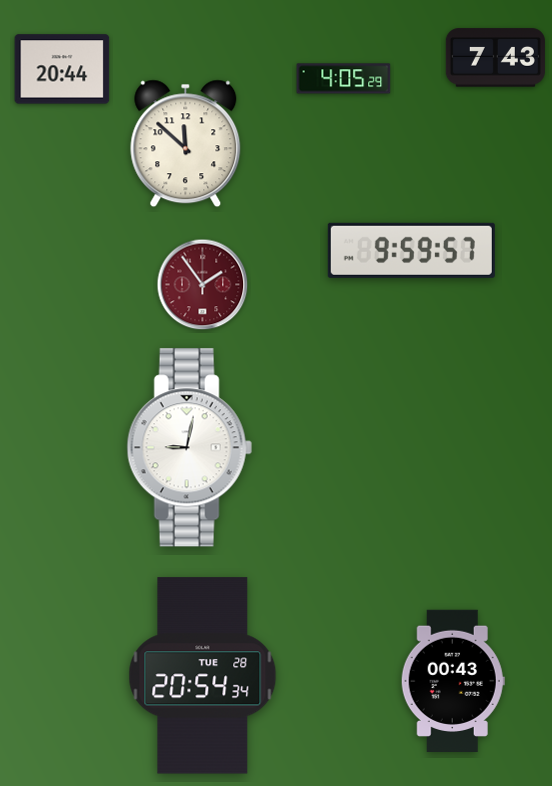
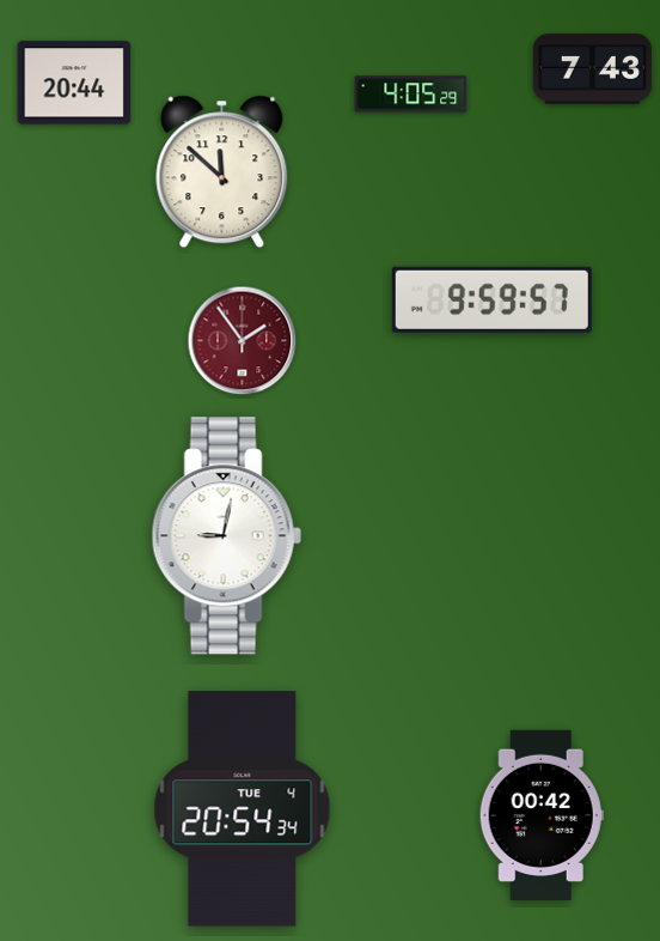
clock at (203, 676) date: TUE 28 -> TUE 4
clock at (453, 680): 00:43 -> 00:42
